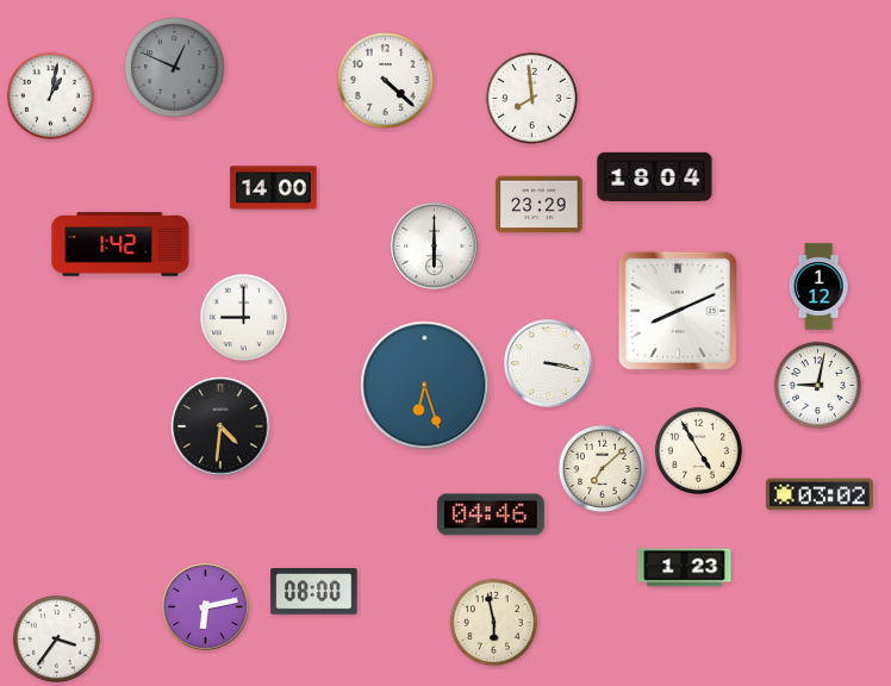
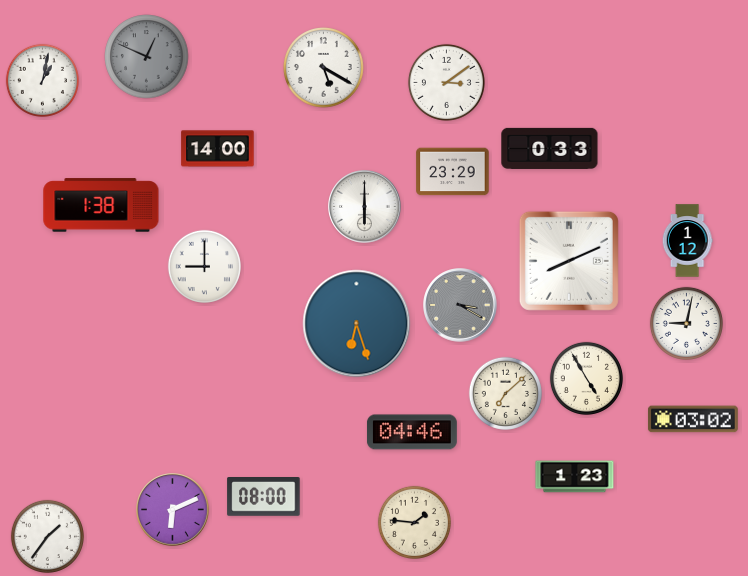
clock at (386, 81): 4:22 -> 5:20
clock at (531, 98): 7:59 -> 3:09
clock at (655, 176): 18:04 -> 0:33
clock at (274, 188) position: (274, 188) -> (218, 149)
clock at (120, 244): 1:42 -> 1:38
clock at (548, 363): 3:17 -> 3:20
clock at (548, 363) dial: white -> grey
clock at (220, 426): 4:31 -> none
clock at (820, 494) position: (820, 494) -> (693, 419)
clock at (206, 607): 6:13 -> 6:11
clock at (493, 622): 5:58 -> 1:46
clock at (56, 638): 3:36 -> 1:36
